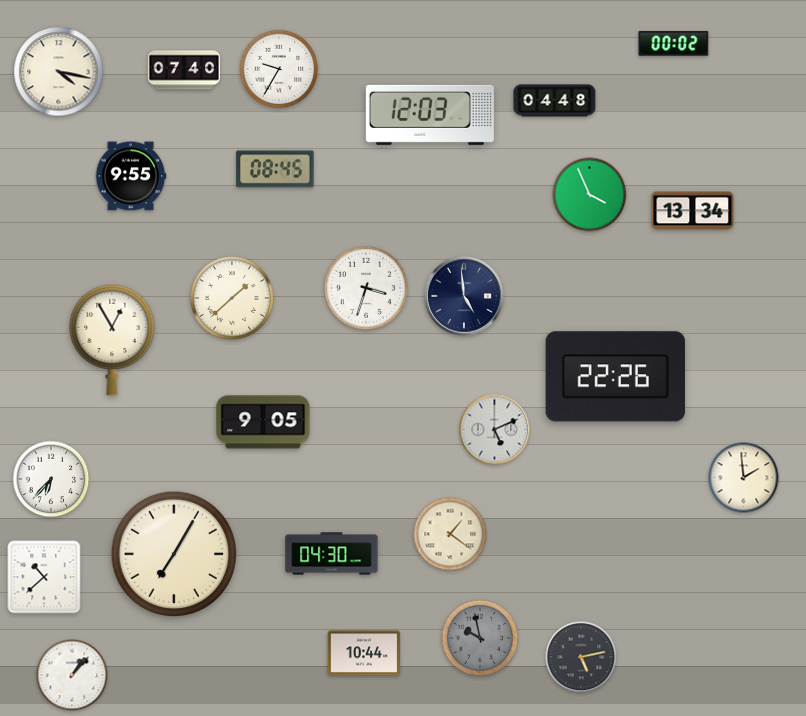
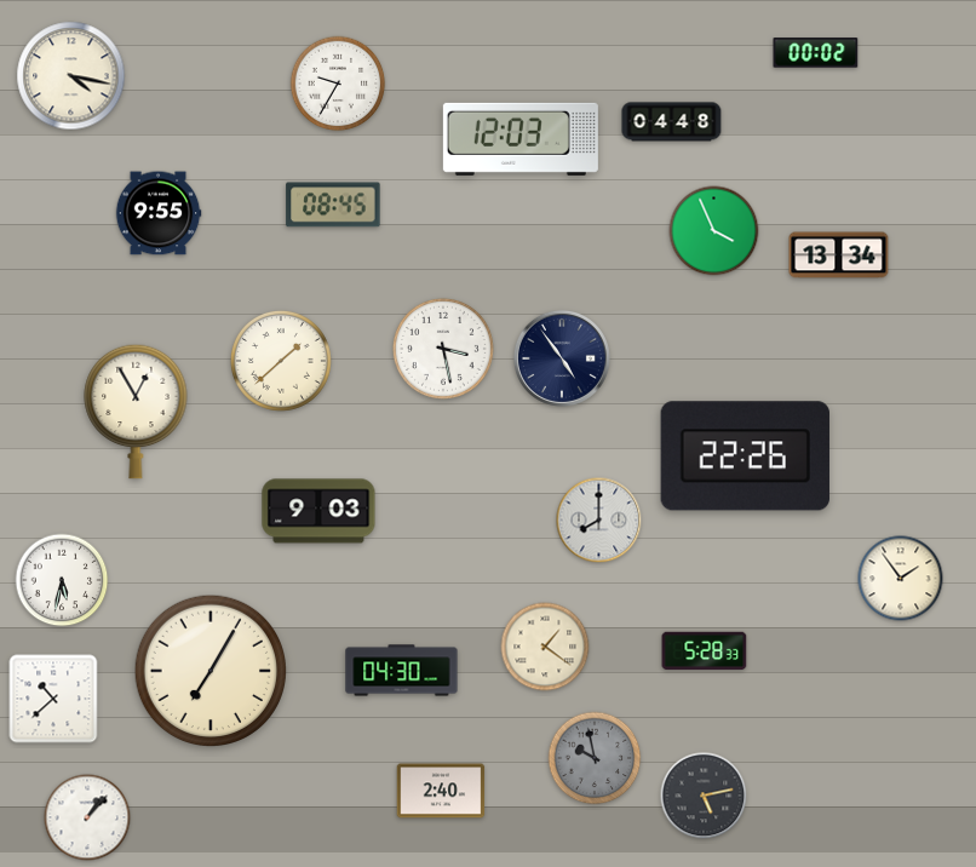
clock at (184, 70): 07:40 -> none
clock at (59, 72) position: (59, 72) -> (71, 76)
clock at (590, 195) position: (590, 195) -> (714, 231)
clock at (366, 288): 3:33 -> 3:28
clock at (464, 296): 4:59 -> 4:54
clock at (263, 422): 9:05 -> 9:03
clock at (495, 430): 5:11 -> 8:00
clock at (744, 478): 1:59 -> 1:54
clock at (51, 479): 6:37 -> 5:32
clock at (705, 650): none -> 5:28
clock at (480, 638) position: (480, 638) -> (595, 758)
clock at (364, 653): 10:44 -> 2:40
